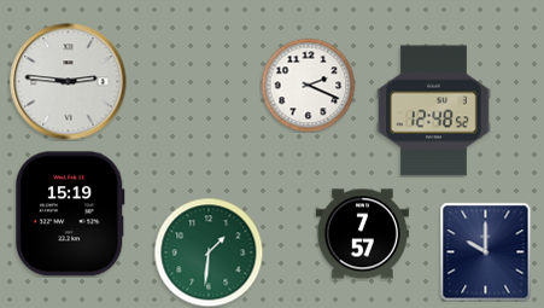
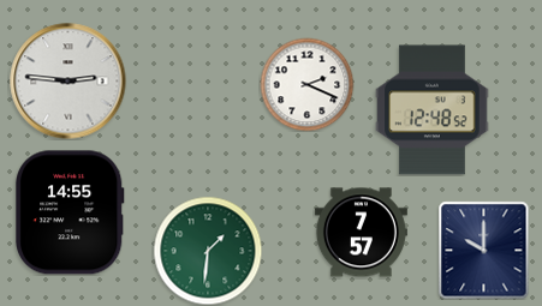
clock at (71, 214): 15:19 -> 14:55
